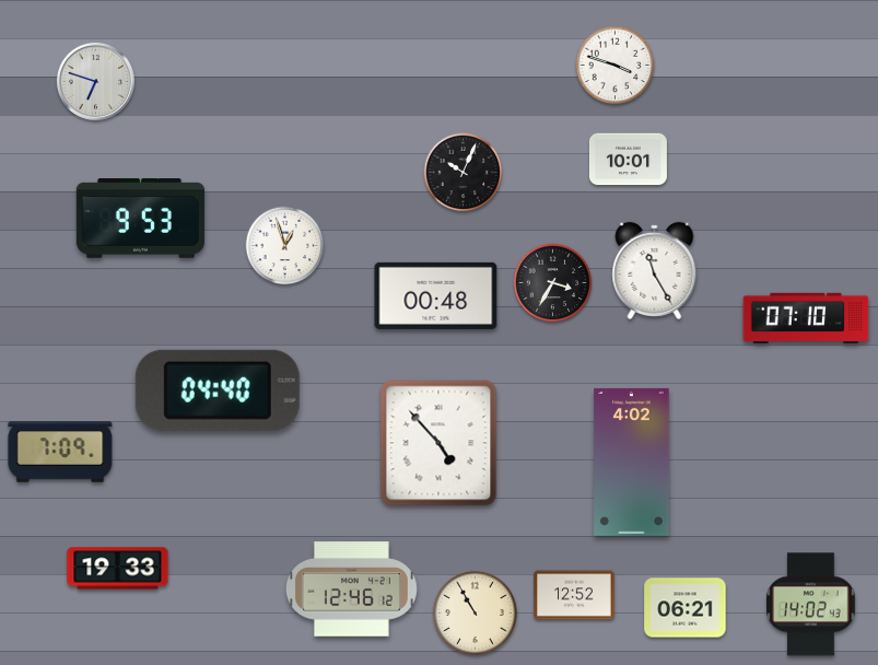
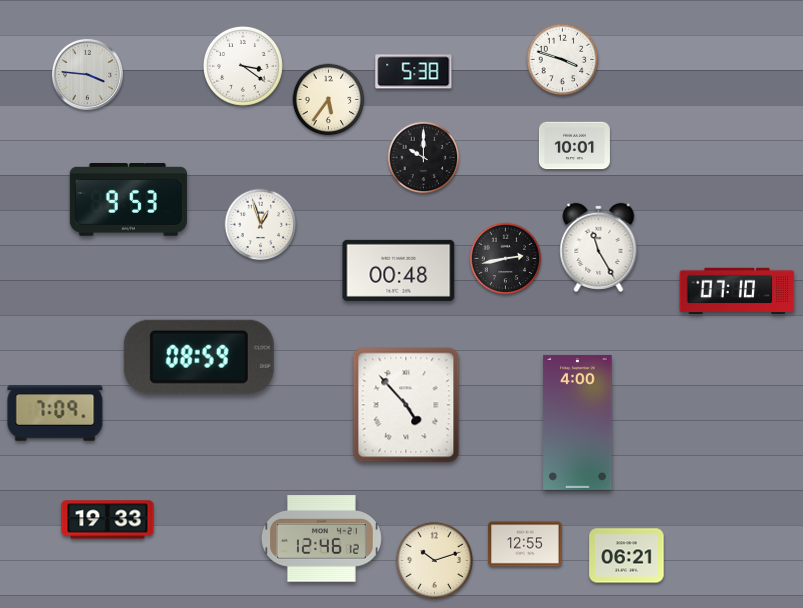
clock at (243, 66): none -> 3:21
clock at (414, 72): none -> 5:38
clock at (95, 81): 6:48 -> 3:46
clock at (329, 100): none -> 5:36
clock at (464, 173): 10:04 -> 10:00
clock at (553, 283): 3:35 -> 2:43
clock at (218, 390): 04:40 -> 08:59
clock at (438, 443) position: (438, 443) -> (406, 405)
clock at (632, 462): 4:02 -> 4:00
clock at (574, 595): 12:52 -> 12:55
clock at (811, 605): 14:02 -> none
clock at (475, 612): 10:55 -> 10:12
